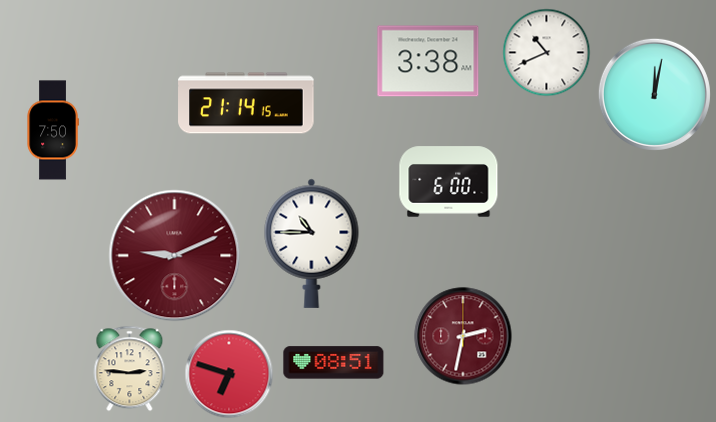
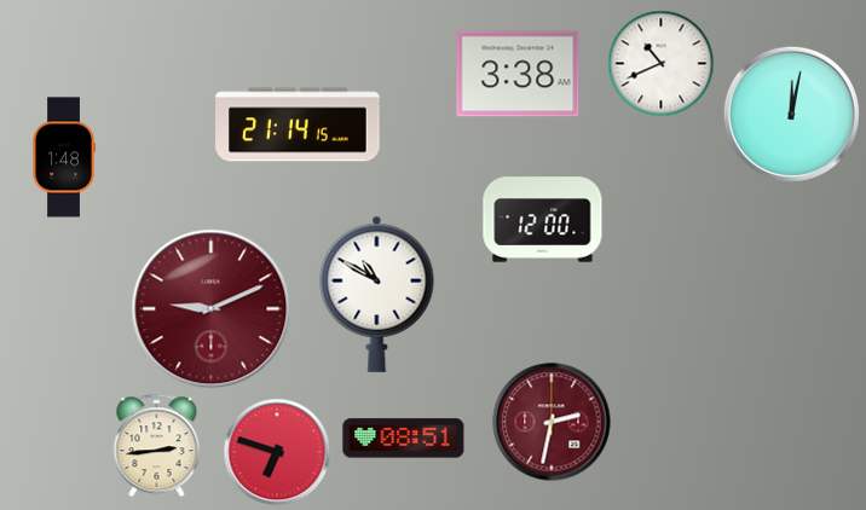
clock at (53, 130): 7:50 -> 1:48
clock at (449, 182): 6:00 -> 12:00
clock at (312, 243): 10:45 -> 10:50
clock at (463, 336) position: (463, 336) -> (552, 422)
clock at (130, 368): 2:46 -> 2:44
